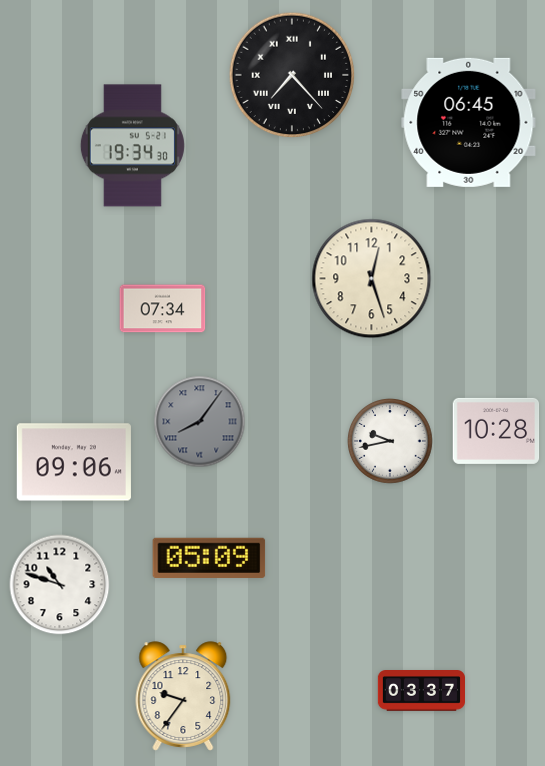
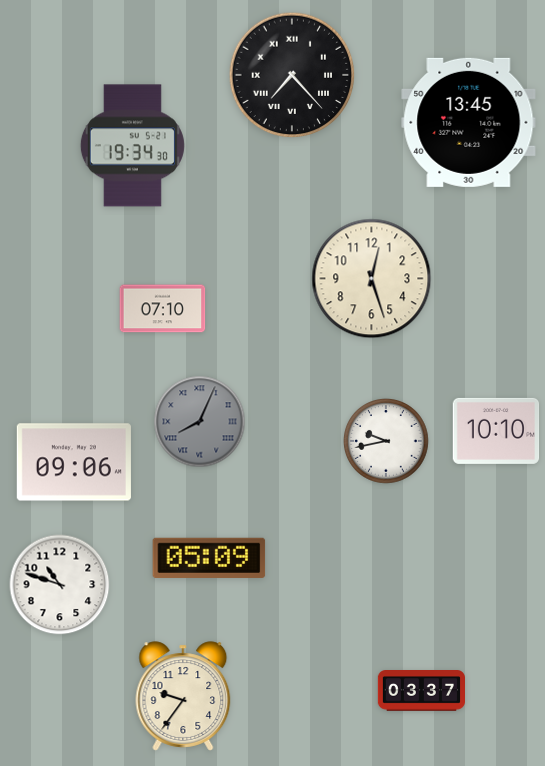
clock at (469, 122): 06:45 -> 13:45
clock at (163, 309): 07:34 -> 07:10
clock at (200, 422): 8:06 -> 8:04
clock at (496, 431): 10:28 -> 10:10
clock at (391, 442) position: (391, 442) -> (387, 442)
